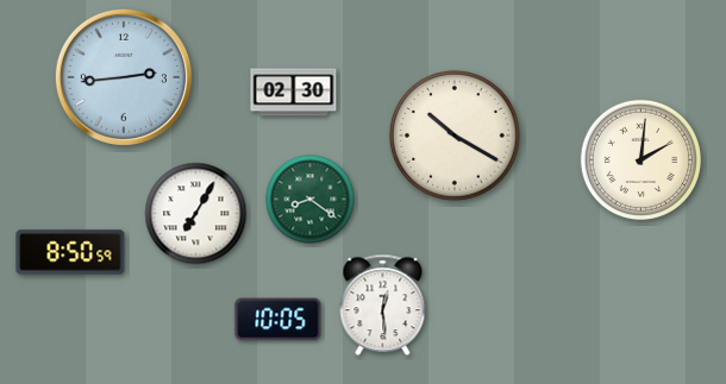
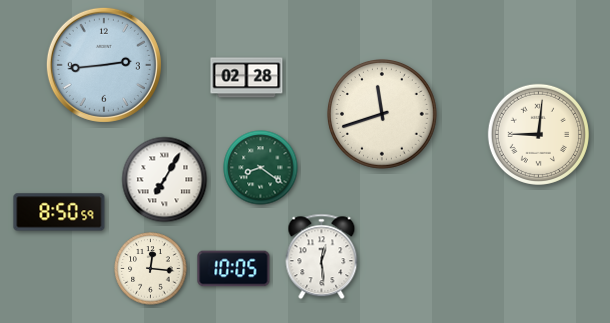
clock at (294, 93): 02:30 -> 02:28
clock at (456, 137): 10:20 -> 11:42
clock at (640, 159): 2:01 -> 9:01
clock at (151, 269): none -> 12:16
